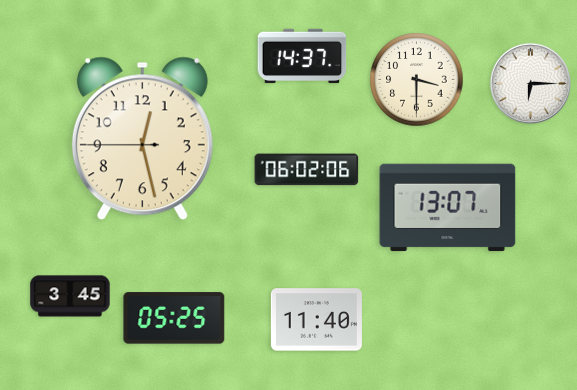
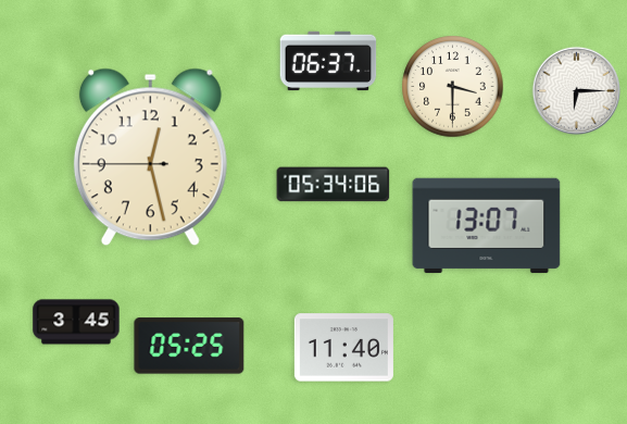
clock at (302, 56): 14:37 -> 06:37
clock at (142, 139) position: (142, 139) -> (150, 158)
clock at (307, 170): 06:02 -> 05:34
